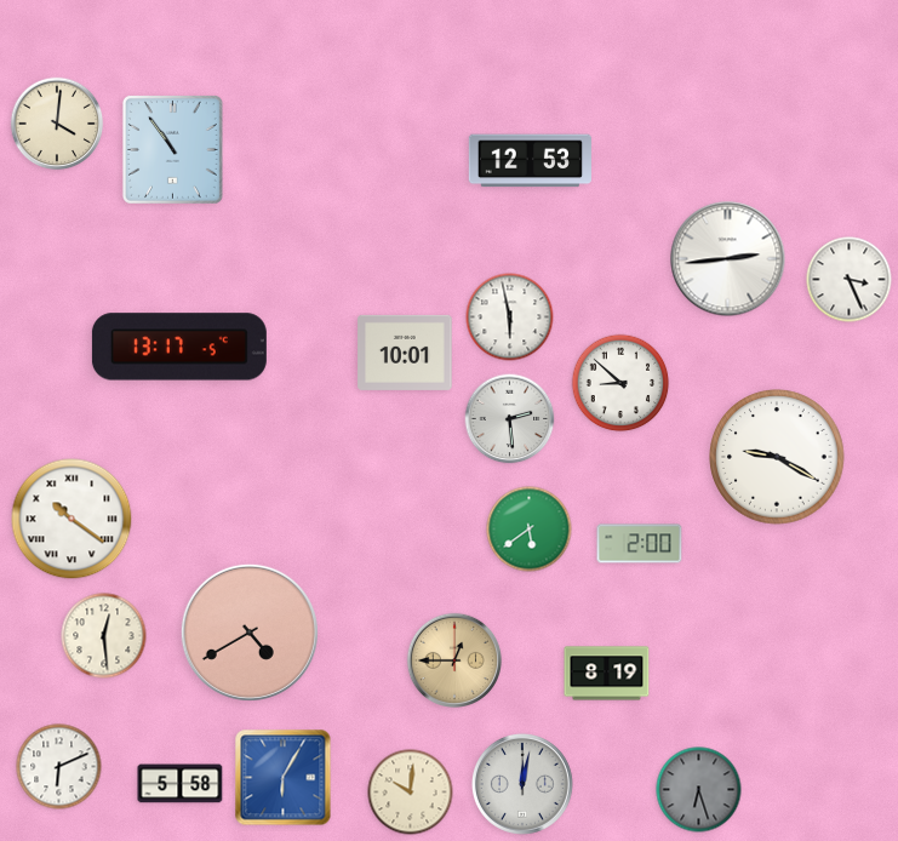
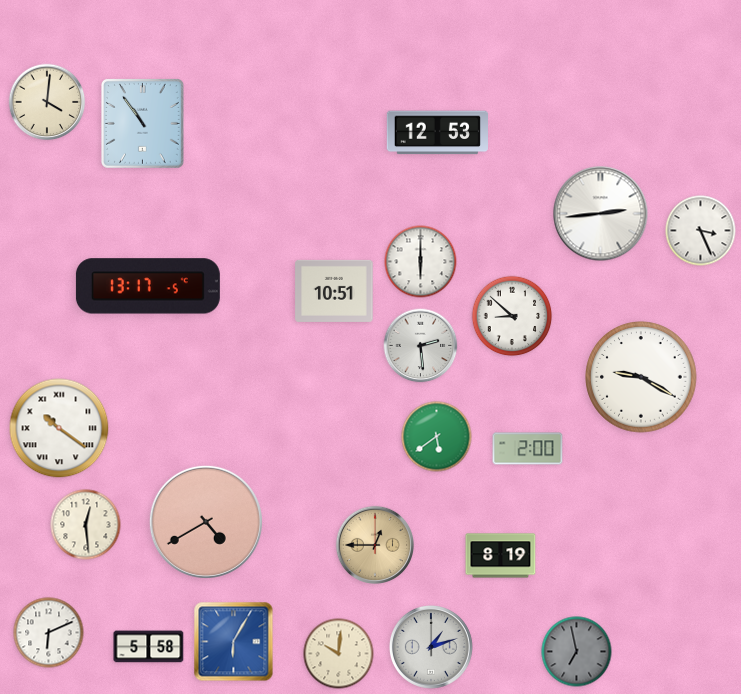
clock at (510, 317): 5:58 -> 6:00
clock at (405, 353): 10:01 -> 10:51
clock at (522, 784): 12:02 -> 1:12
clock at (699, 790): 6:27 -> 6:58
